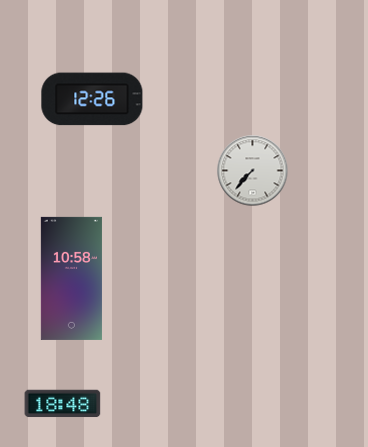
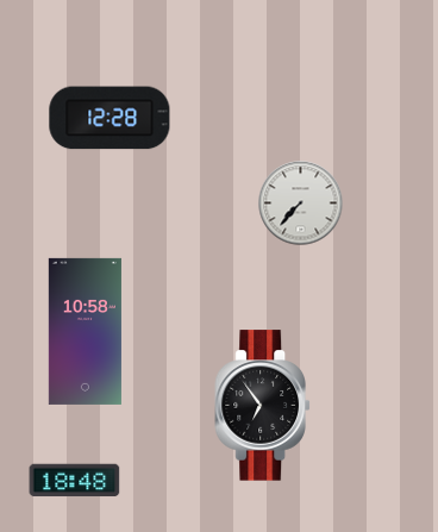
clock at (92, 99): 12:26 -> 12:28
clock at (262, 406): none -> 6:54
